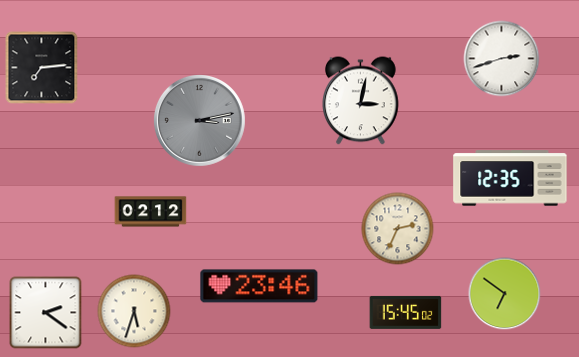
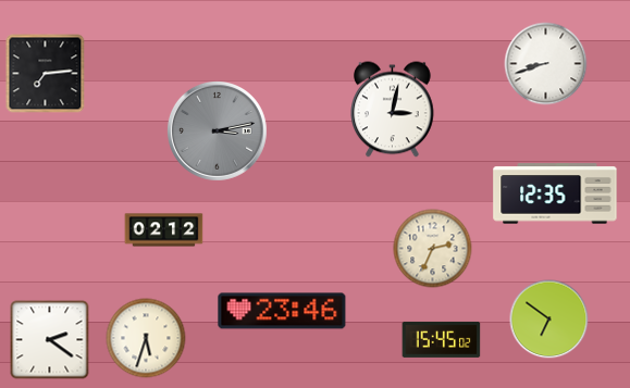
clock at (502, 59): 2:42 -> 8:42
